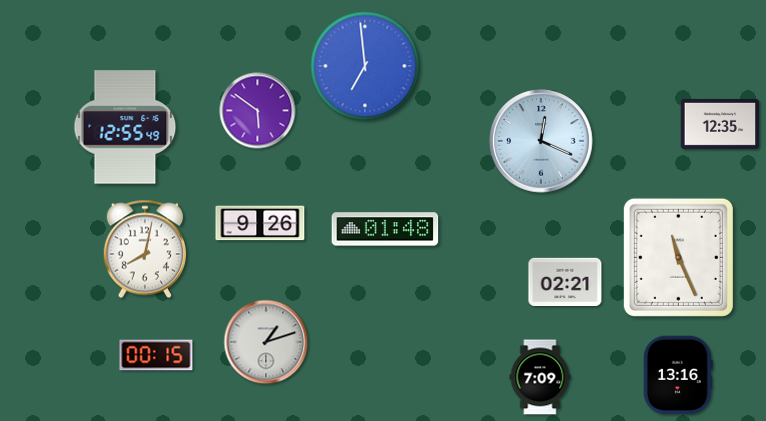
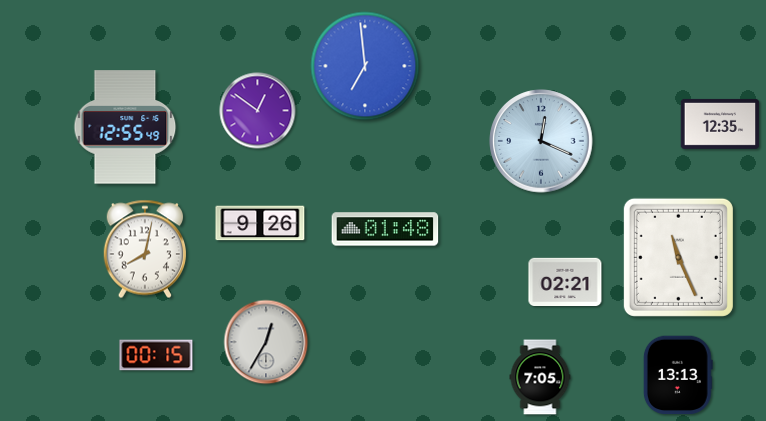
clock at (258, 111): 5:51 -> 12:51
clock at (266, 342): 1:12 -> 12:35
clock at (678, 375): 13:16 -> 13:13
clock at (540, 377): 7:09 -> 7:05
